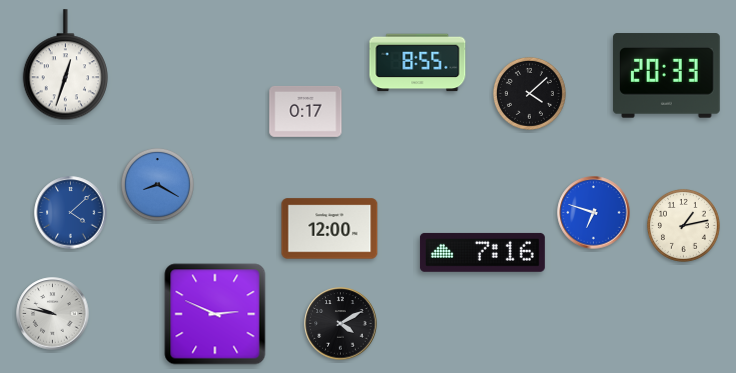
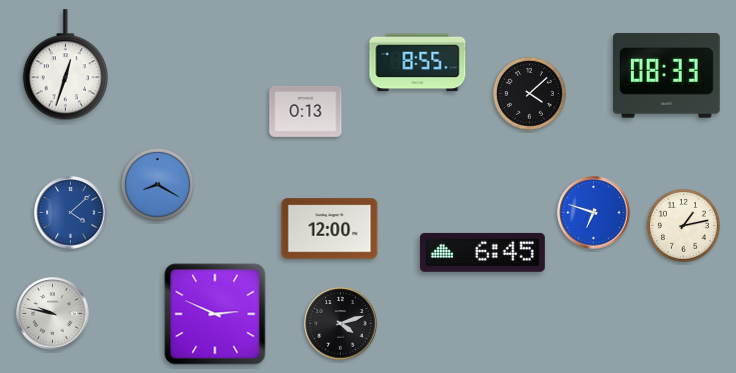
clock at (666, 76): 20:33 -> 08:33
clock at (306, 111): 0:17 -> 0:13
clock at (482, 252): 7:16 -> 6:45
clock at (341, 324): 4:10 -> 4:12
